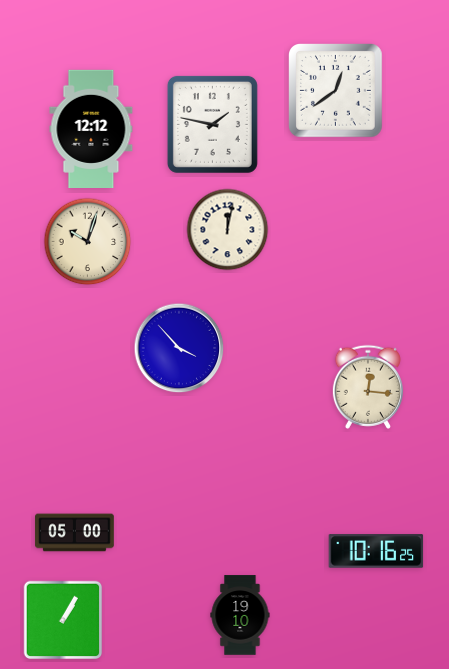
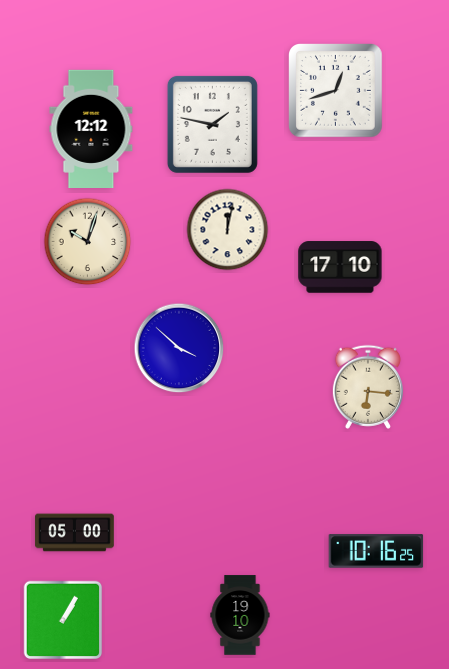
clock at (336, 91): 12:39 -> 12:42
clock at (340, 267): none -> 17:10
clock at (179, 348): 3:53 -> 3:52
clock at (368, 387): 12:16 -> 6:16
